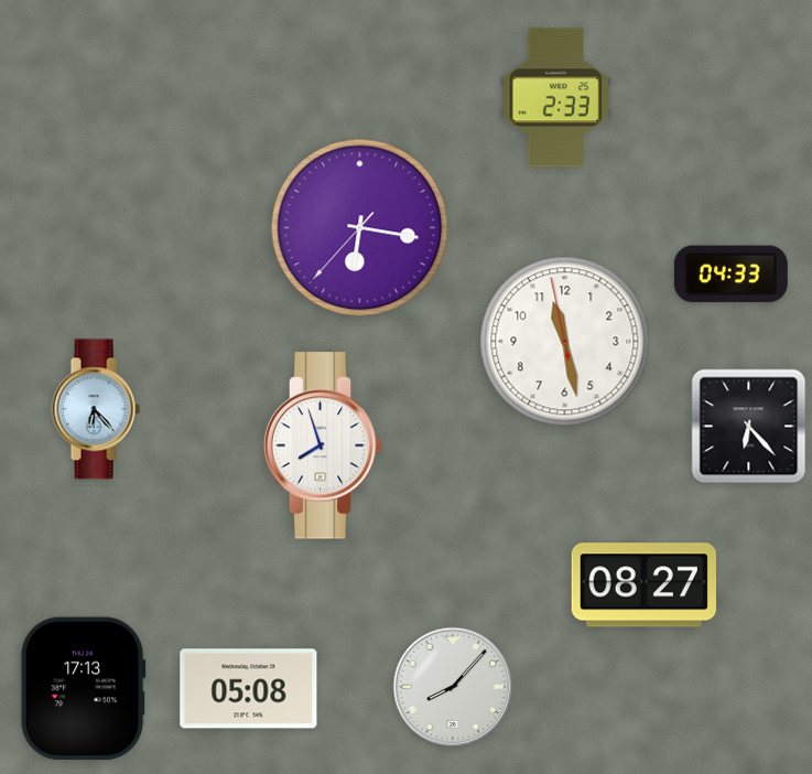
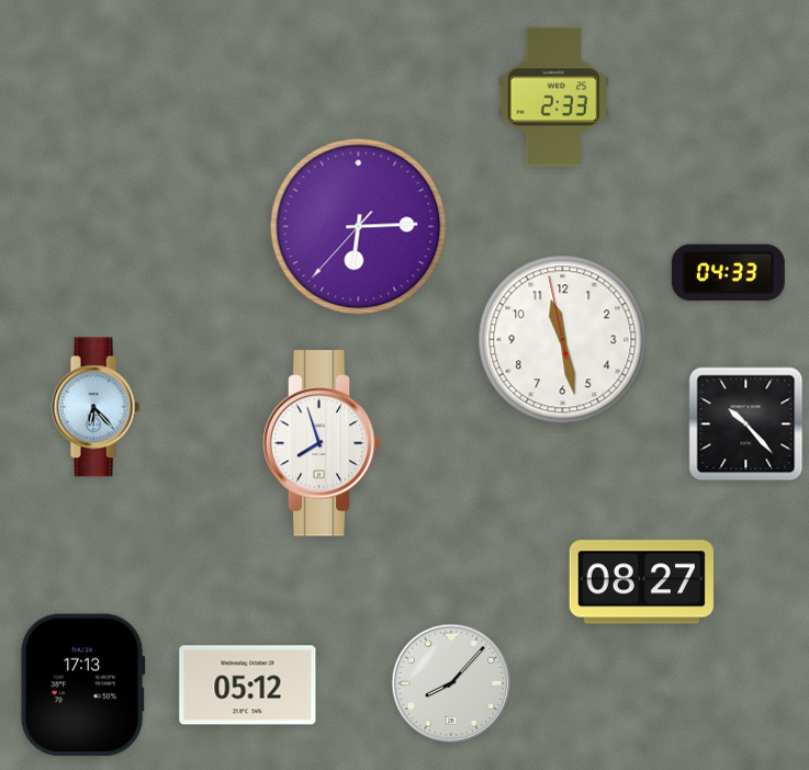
clock at (360, 228): 6:16 -> 6:14
clock at (749, 427): 6:23 -> 10:23
clock at (249, 689): 05:08 -> 05:12
